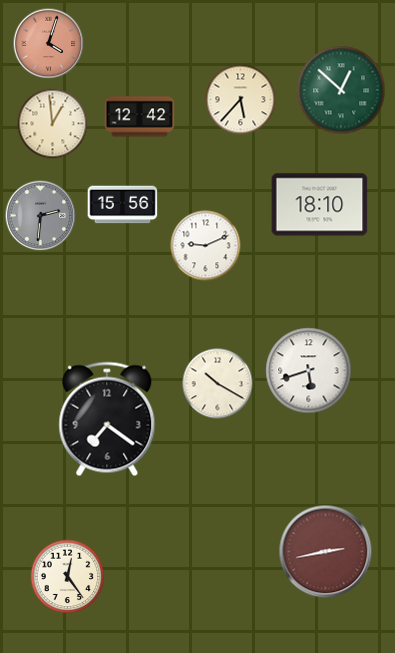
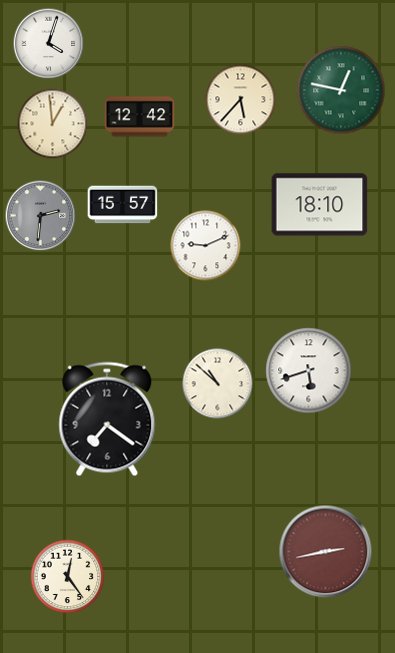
clock at (49, 44) dial: salmon -> white
clock at (341, 90): 12:52 -> 12:47
clock at (123, 205): 15:56 -> 15:57
clock at (218, 384): 10:20 -> 10:52
